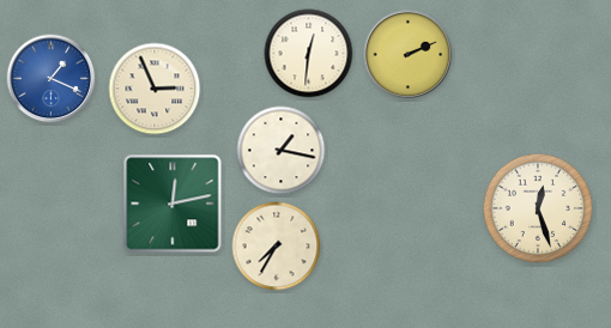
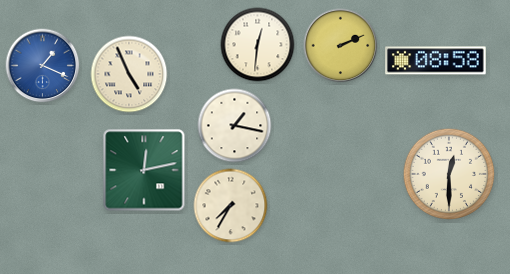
clock at (436, 61): none -> 08:58
clock at (155, 89): 2:56 -> 4:56
clock at (538, 208): 12:27 -> 12:30
